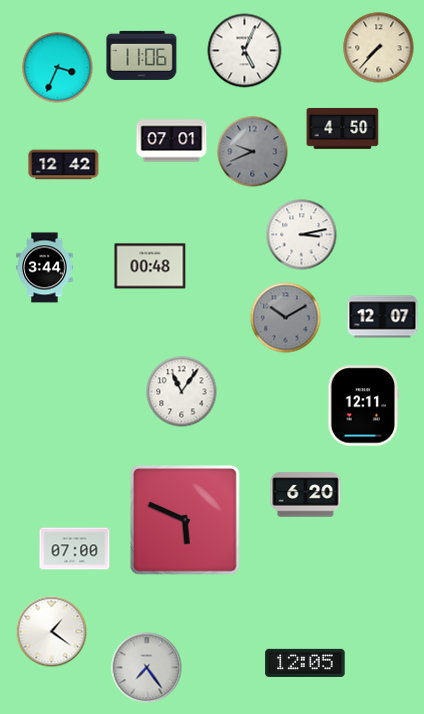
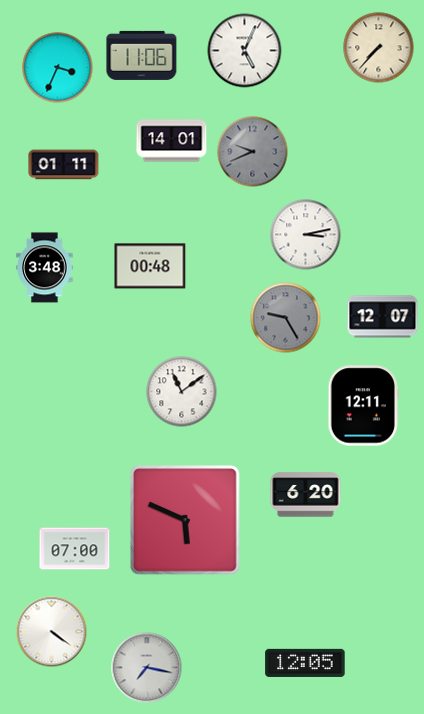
clock at (343, 128): 4:50 -> none
clock at (172, 141): 07:01 -> 14:01
clock at (64, 165): 12:42 -> 01:11
clock at (302, 235) position: (302, 235) -> (306, 235)
clock at (45, 268): 3:44 -> 3:48
clock at (286, 318): 10:10 -> 9:25
clock at (182, 392): 11:06 -> 11:09
clock at (52, 632): 1:21 -> 4:21
clock at (147, 668): 7:24 -> 7:17
